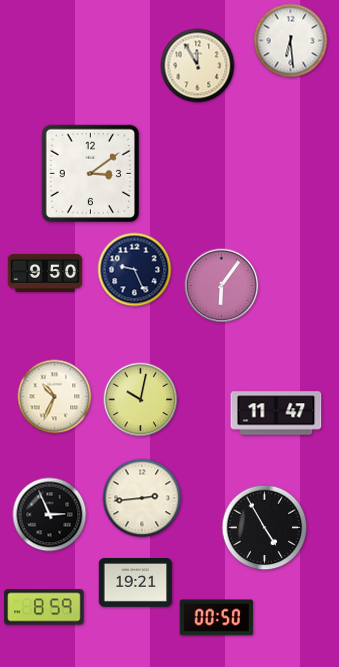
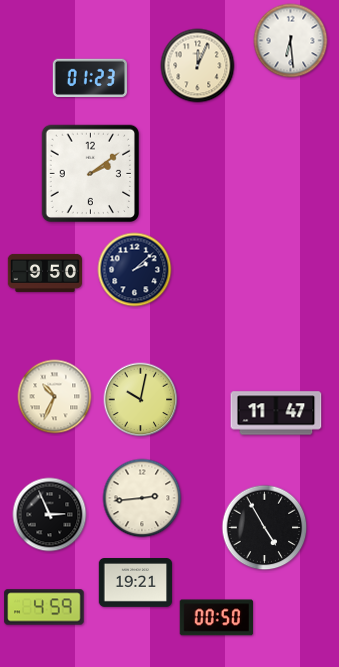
clock at (198, 66): 11:55 -> 12:04
clock at (90, 77): none -> 01:23
clock at (91, 174): 3:09 -> 2:09
clock at (135, 270): 9:26 -> 2:08
clock at (222, 286): 6:06 -> none
clock at (44, 607): 8:59 -> 4:59
